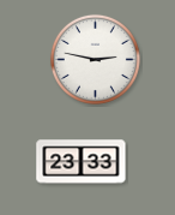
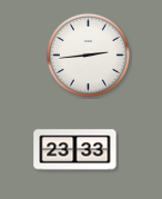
clock at (95, 59): 2:47 -> 2:44
